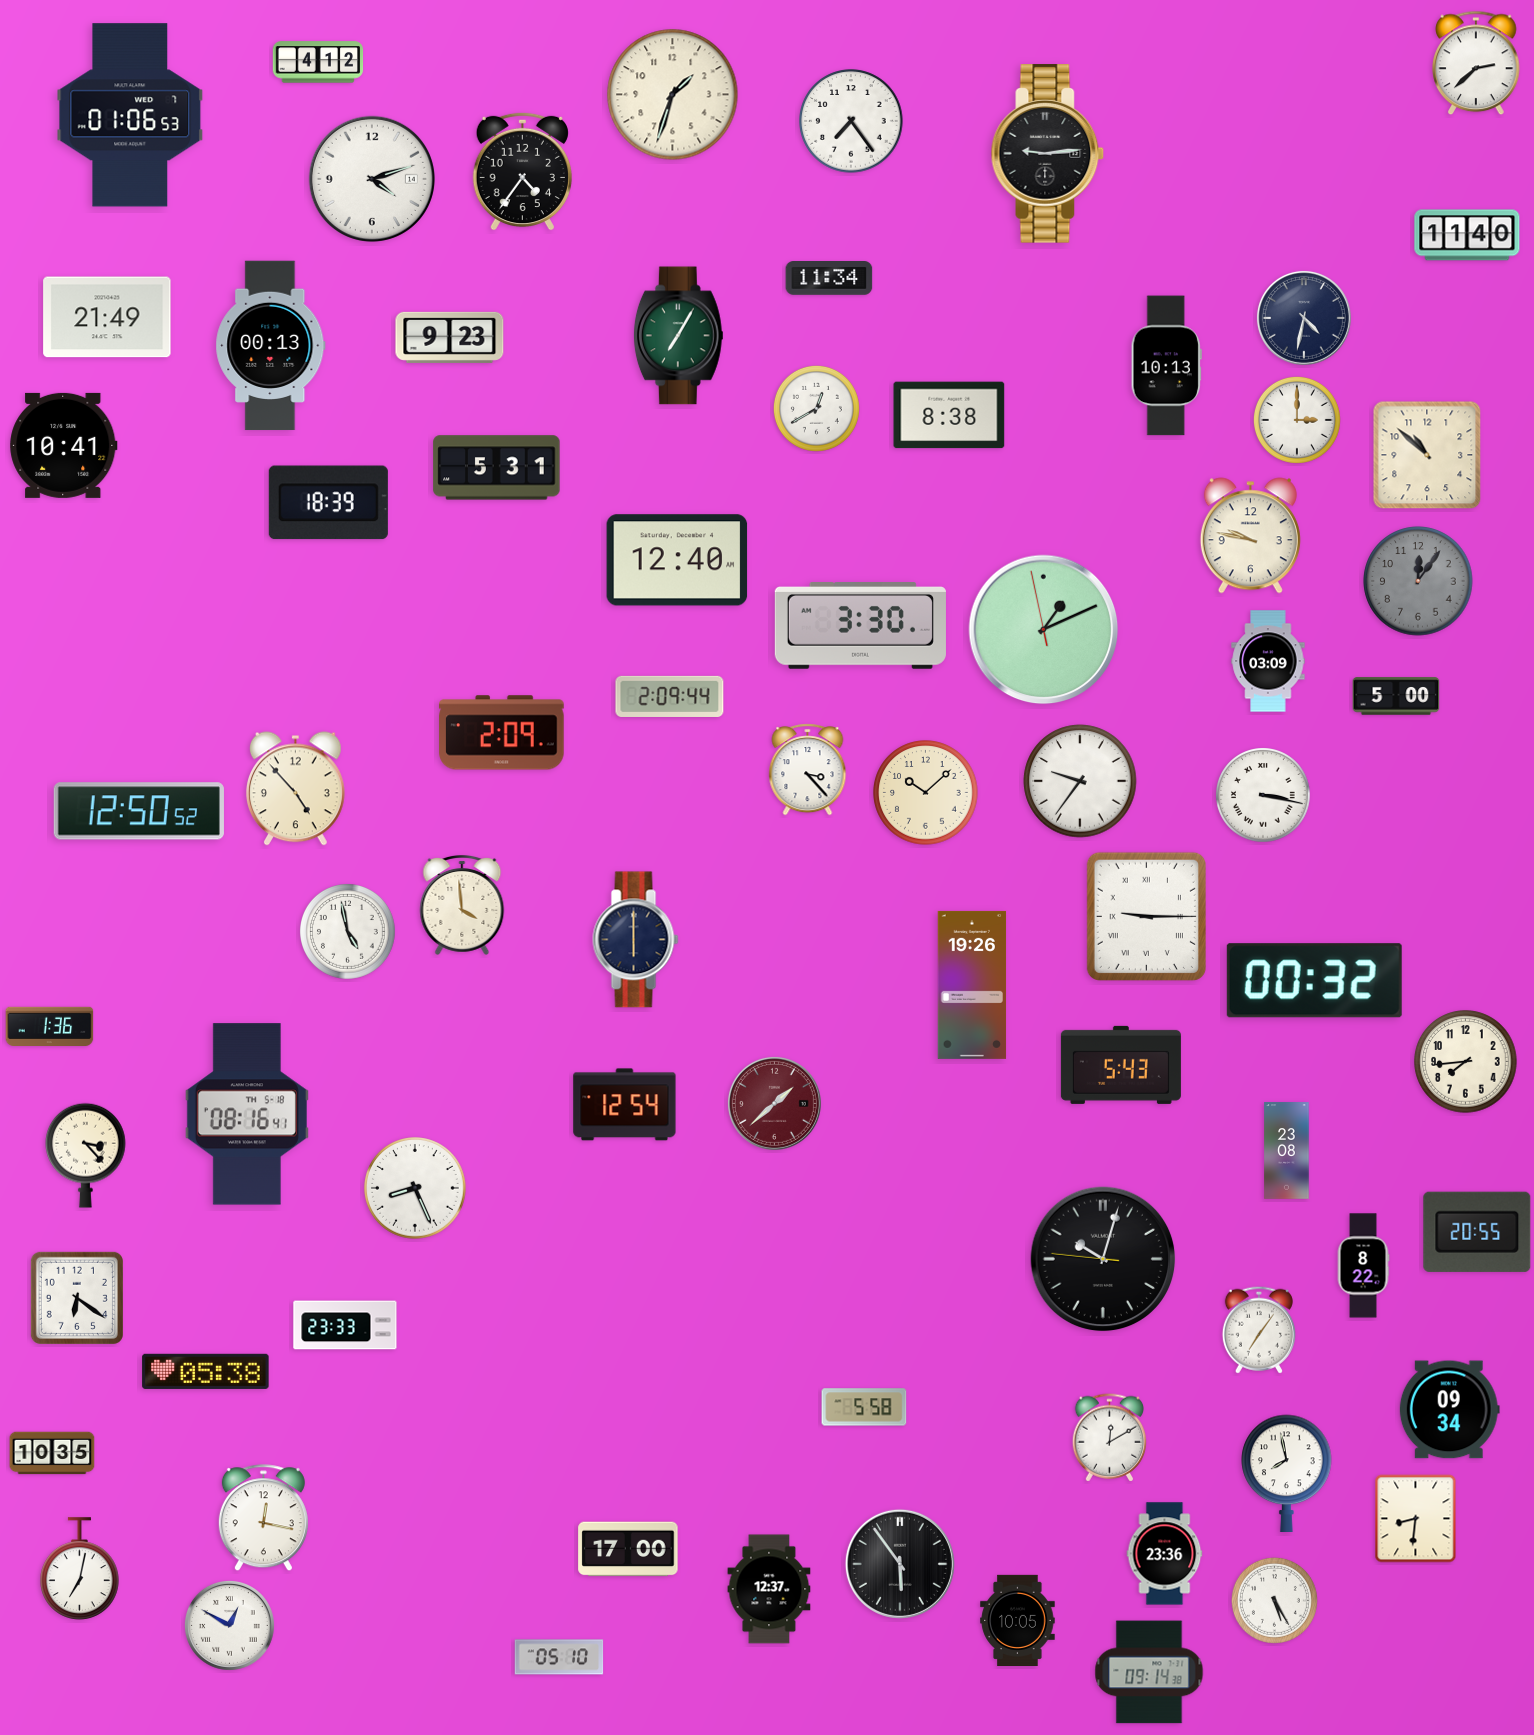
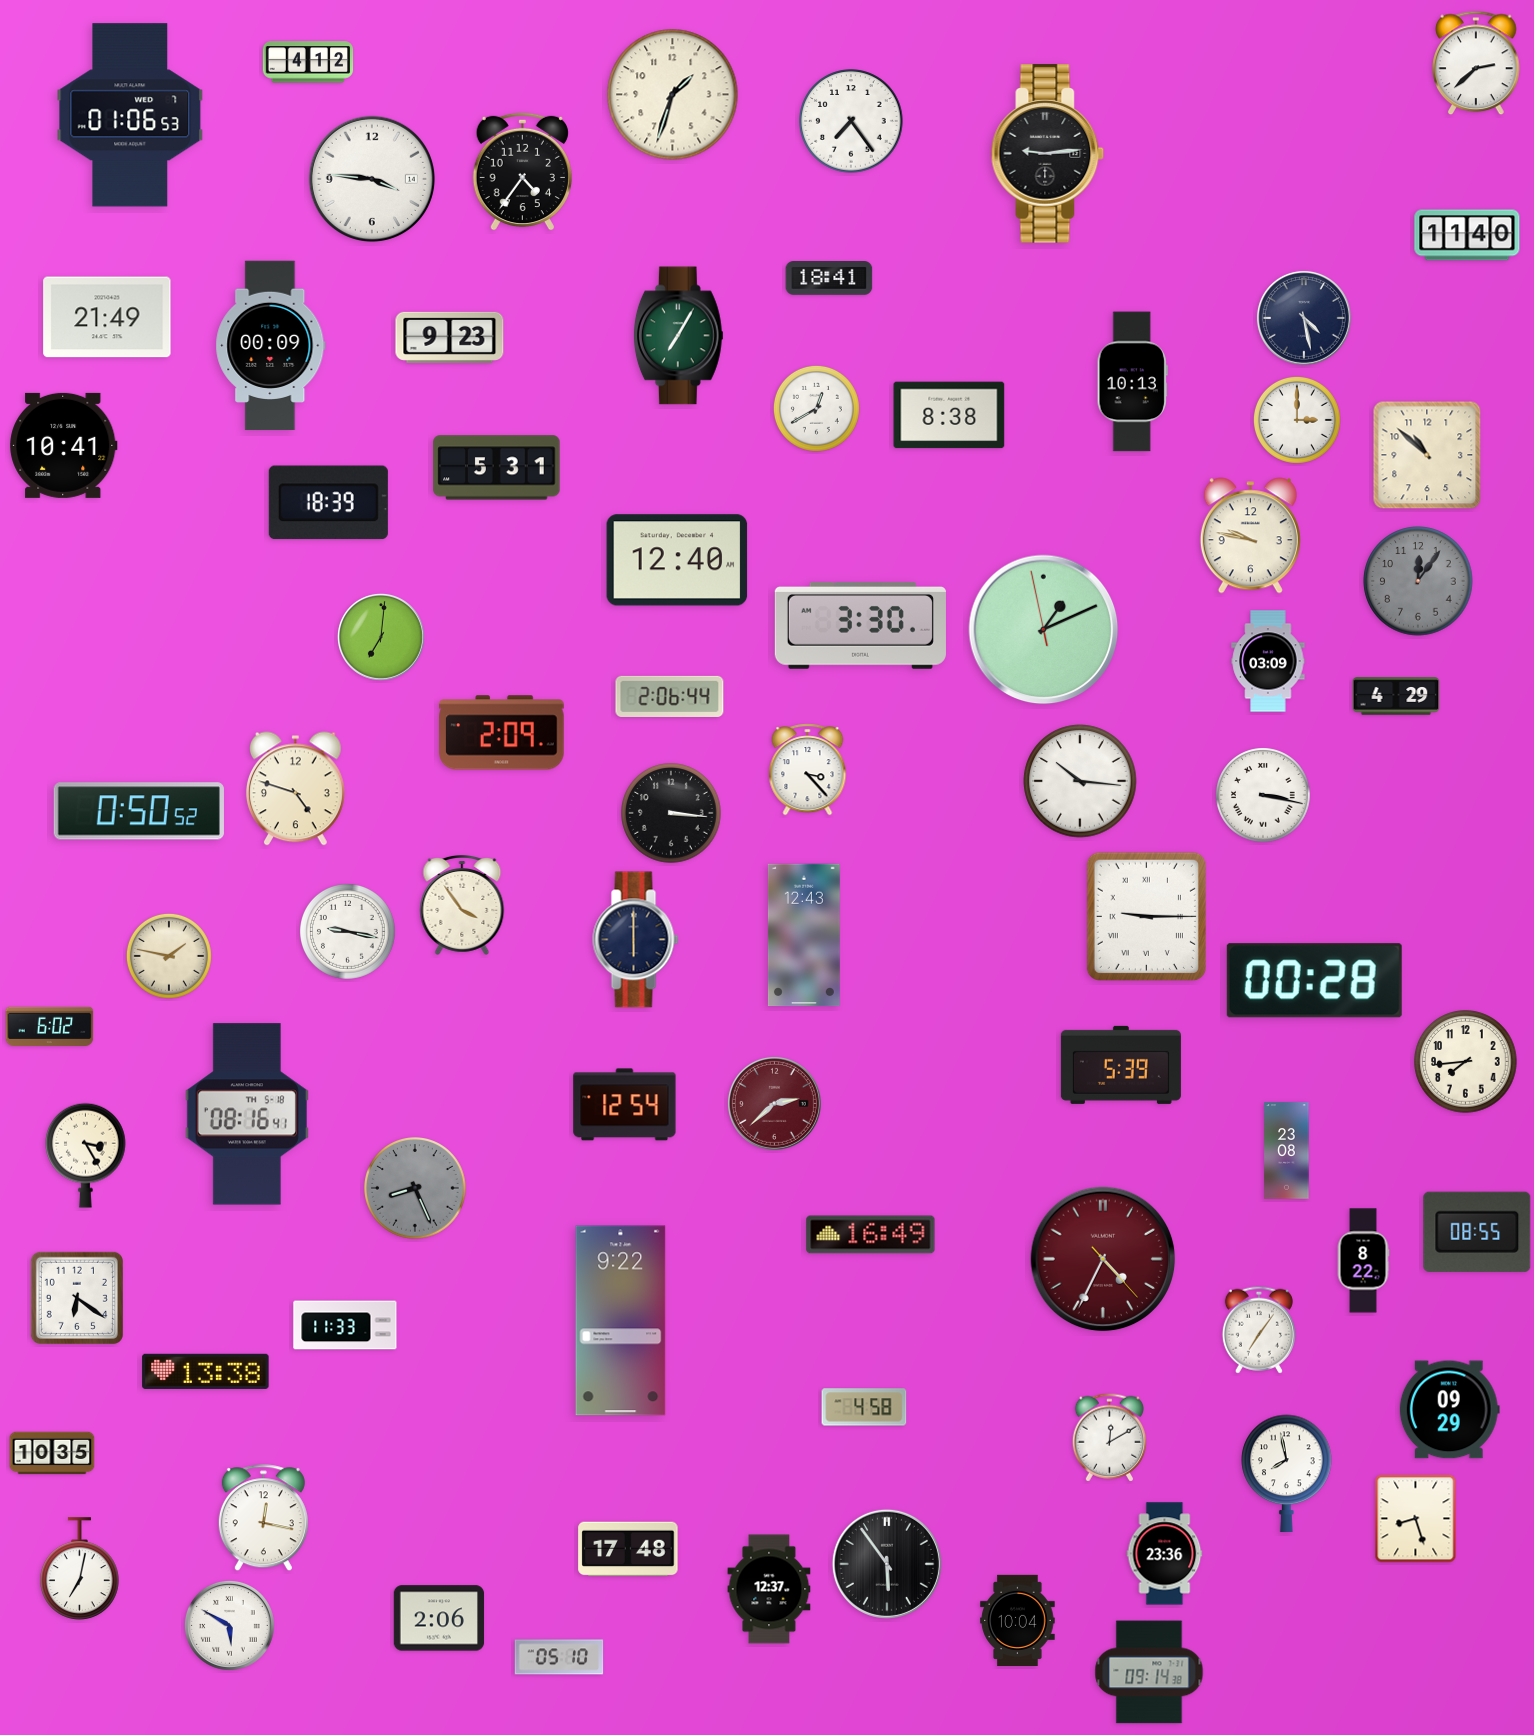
clock at (318, 62) position: (318, 62) -> (308, 62)
clock at (372, 179): 4:12 -> 3:46
clock at (829, 279): 11:34 -> 18:41
clock at (1304, 318): 4:32 -> 4:28
clock at (271, 346): 00:13 -> 00:09
clock at (1166, 366) position: (1166, 366) -> (1132, 382)
clock at (381, 637): none -> 7:01
clock at (670, 696): 2:09 -> 2:06
clock at (1396, 696): 5:00 -> 4:29
clock at (1080, 781): 9:36 -> 10:16
clock at (296, 789): 4:53 -> 4:48
clock at (926, 793): 10:08 -> none
clock at (139, 811): 12:50 -> 0:50
clock at (671, 813): none -> 3:16
clock at (462, 906): 3:59 -> 3:54
clock at (348, 932): 4:58 -> 9:17
clock at (804, 935): none -> 12:43
clock at (169, 956): none -> 1:47
clock at (1314, 981): 00:32 -> 00:28
clock at (972, 985): 19:26 -> none
clock at (50, 1026): 1:36 -> 6:02
clock at (1121, 1065): 5:43 -> 5:39
clock at (774, 1103): 1:38 -> 2:38
clock at (86, 1155): 3:23 -> 3:25
clock at (415, 1188) dial: white -> grey
clock at (1477, 1232): 20:55 -> 08:55
clock at (871, 1235): none -> 16:49
clock at (1103, 1259): 10:02 -> 4:34
clock at (1103, 1259) dial: black -> burgundy
clock at (1363, 1266) position: (1363, 1266) -> (1363, 1261)
clock at (621, 1321): none -> 9:22
clock at (345, 1325): 23:33 -> 11:33
clock at (206, 1371): 05:38 -> 13:38
clock at (864, 1407): 5:58 -> 4:58
clock at (1449, 1410): 09:34 -> 09:29
clock at (1416, 1519): 8:31 -> 8:27
clock at (628, 1549): 17:00 -> 17:48
clock at (900, 1564) position: (900, 1564) -> (887, 1564)
clock at (1274, 1600): 5:25 -> none
clock at (439, 1618): none -> 2:06
clock at (1018, 1620): 10:05 -> 10:04
clock at (229, 1625): 12:50 -> 5:50
